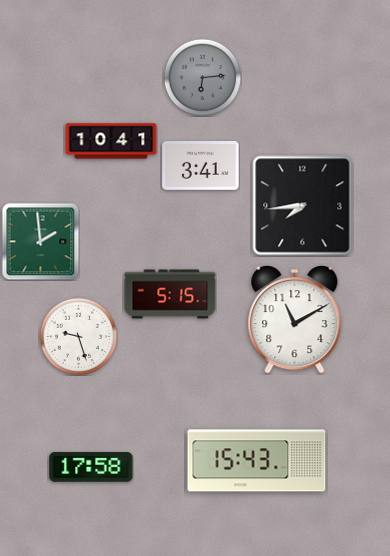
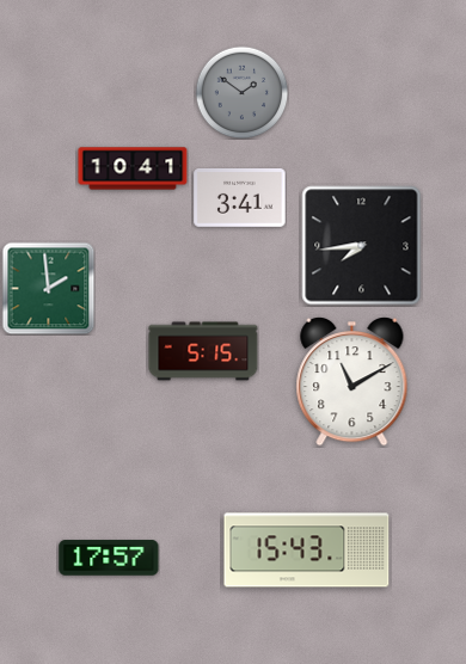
clock at (202, 77): 6:14 -> 1:51
clock at (78, 336): 9:27 -> none
clock at (91, 467): 17:58 -> 17:57
